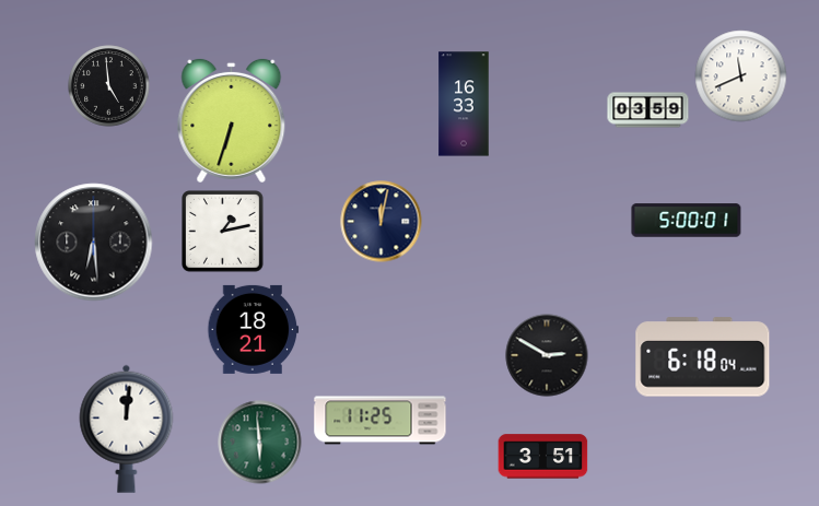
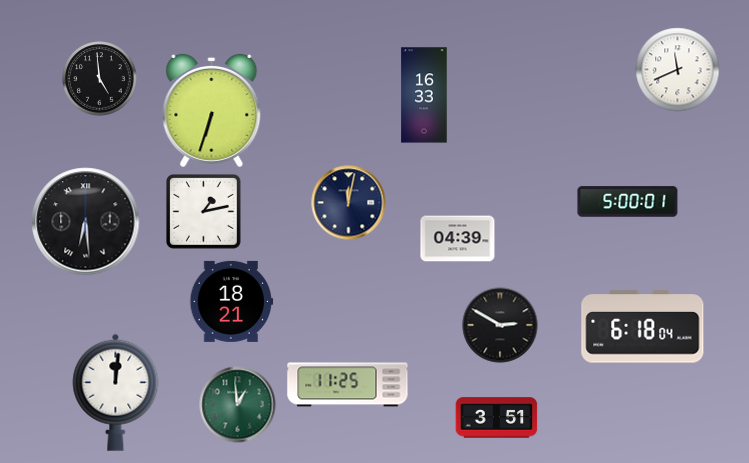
clock at (648, 110): 03:59 -> none
clock at (458, 239): none -> 04:39
clock at (260, 443): 5:59 -> 12:59
